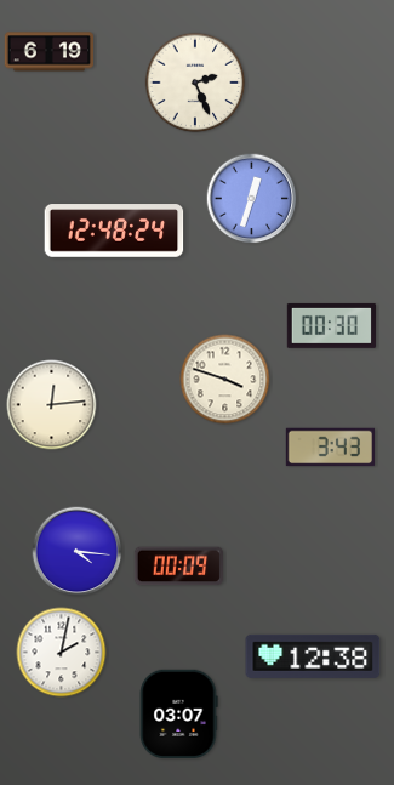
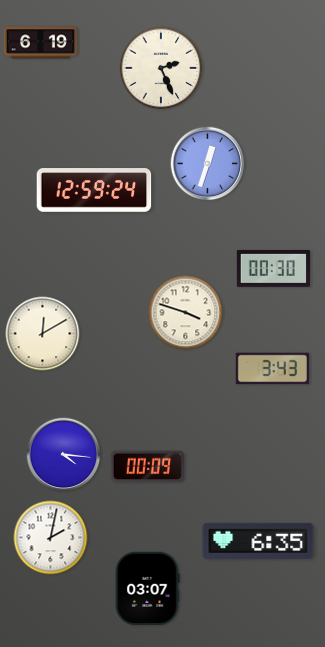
clock at (114, 231): 12:48 -> 12:59
clock at (52, 405): 12:14 -> 12:10
clock at (313, 656): 12:38 -> 6:35
